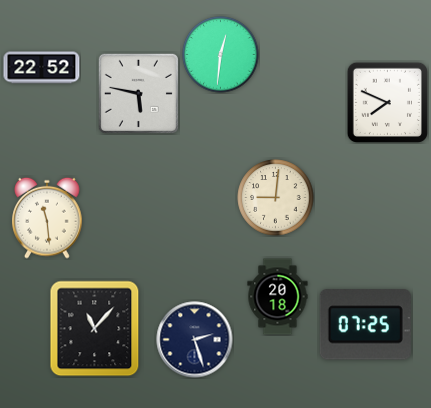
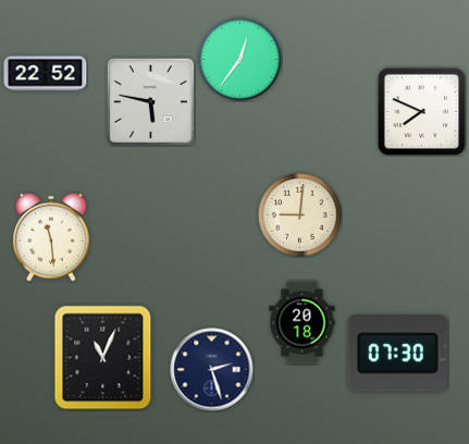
clock at (221, 55): 12:31 -> 12:36
clock at (365, 325): 07:25 -> 07:30
clock at (95, 329): 11:07 -> 11:04
